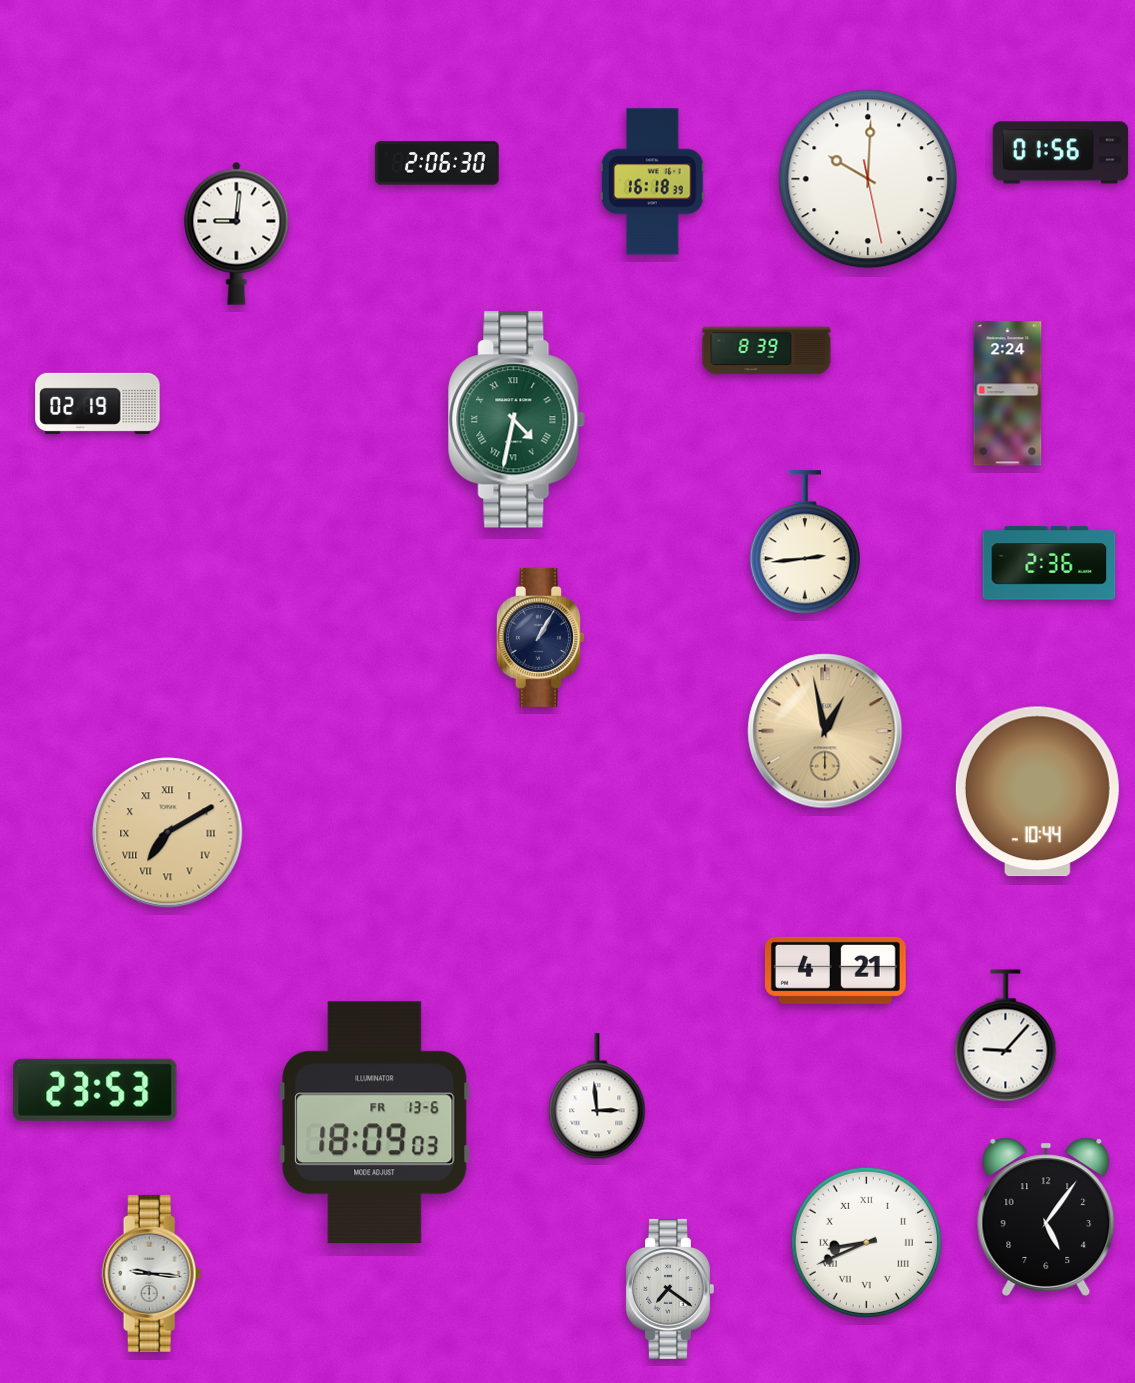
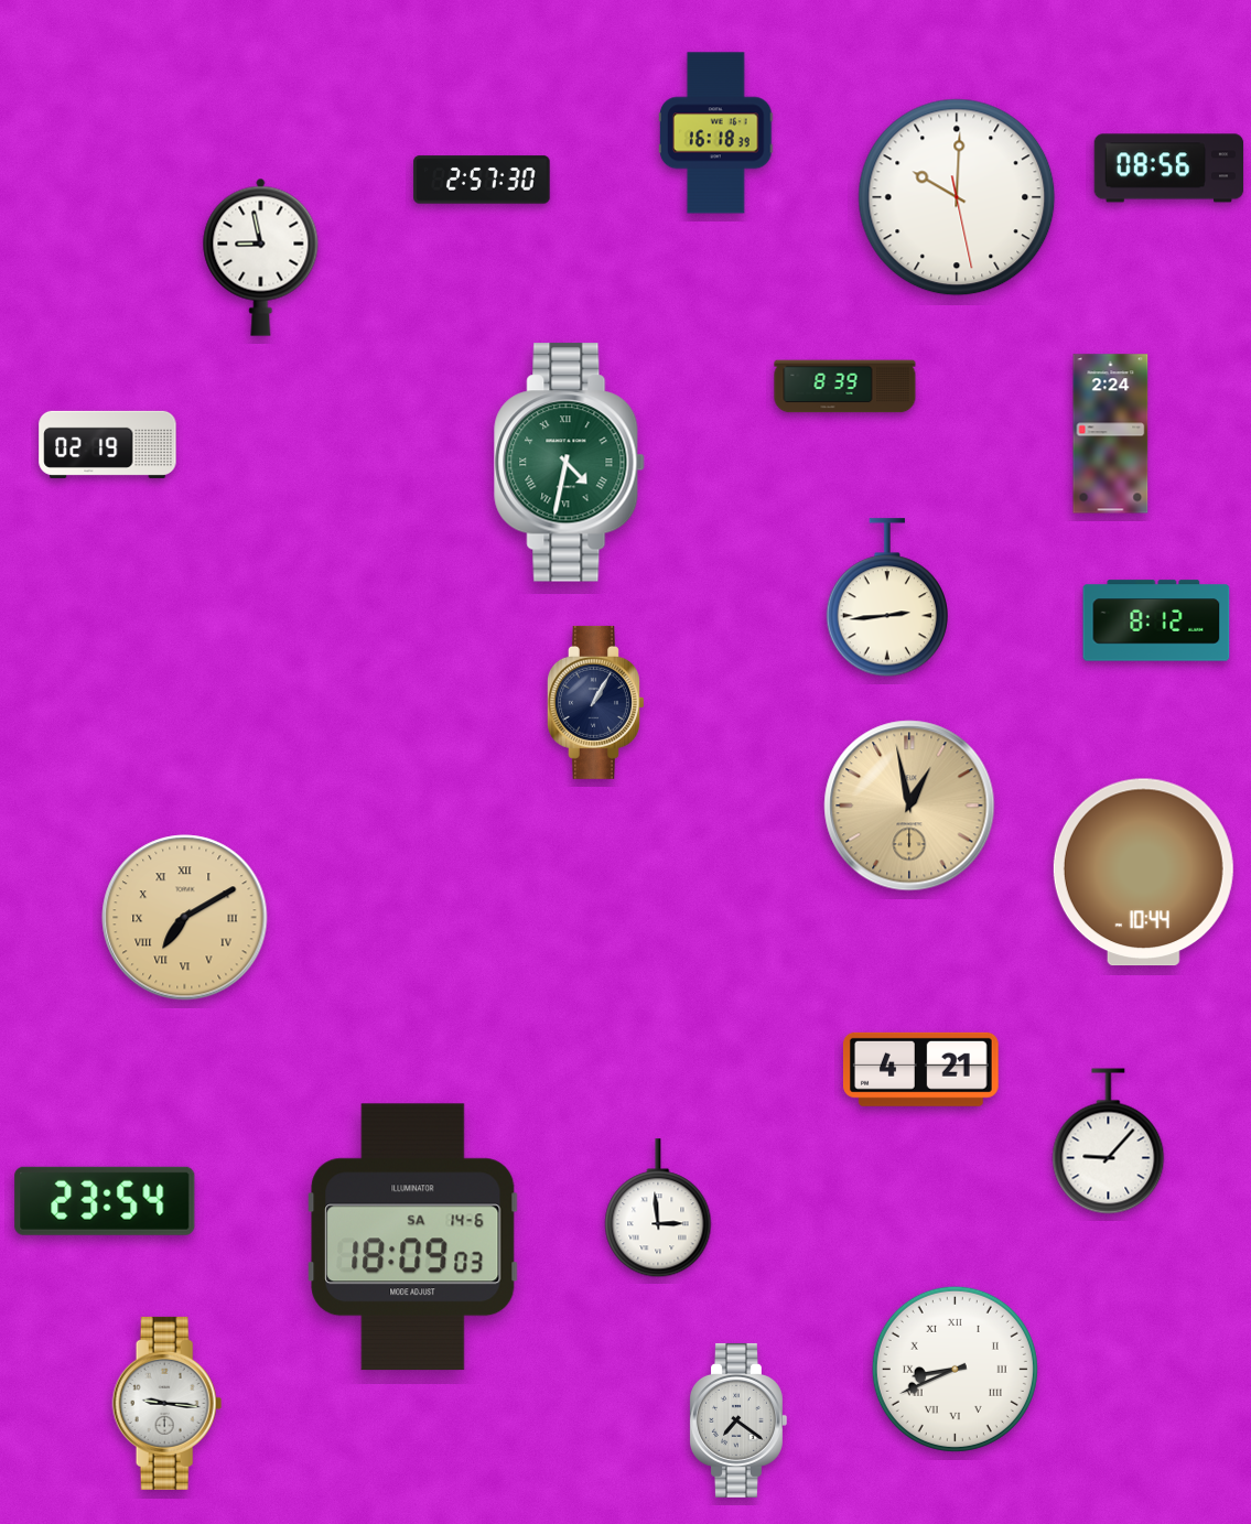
clock at (1061, 153): 01:56 -> 08:56
clock at (437, 163): 2:06 -> 2:57
clock at (653, 182) position: (653, 182) -> (716, 133)
clock at (237, 233): 9:01 -> 8:58
clock at (1049, 563): 2:36 -> 8:12
clock at (95, 1090): 23:53 -> 23:54
clock at (375, 1123) date: FR 13-6 -> SA 14-6
clock at (1046, 1217): 5:06 -> none
